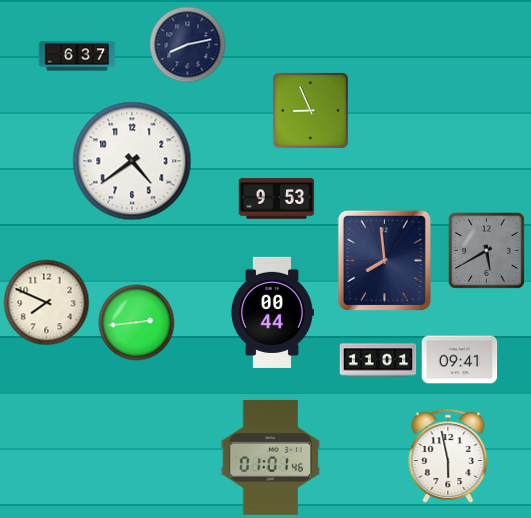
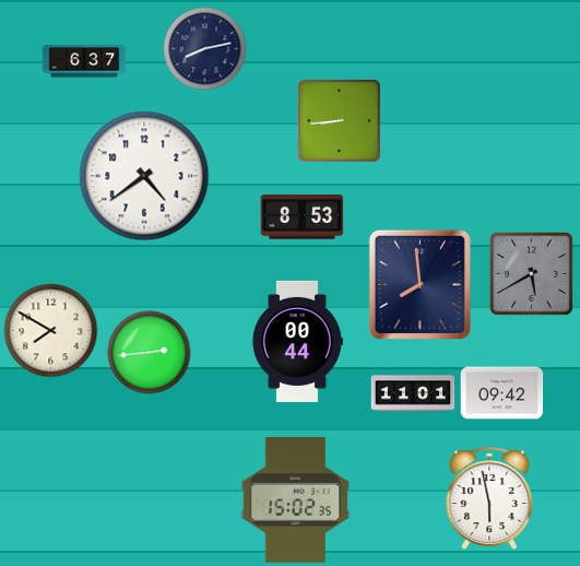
clock at (310, 110): 8:56 -> 8:44
clock at (277, 199): 9:53 -> 8:53
clock at (47, 303): 7:49 -> 7:50
clock at (460, 360): 09:41 -> 09:42
clock at (270, 457): 01:01 -> 15:02
